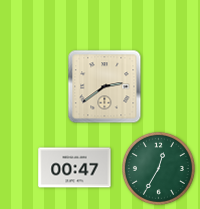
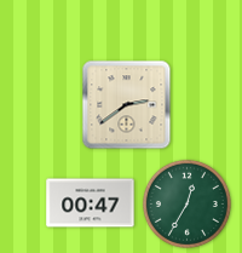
clock at (158, 168) position: (158, 168) -> (186, 203)
